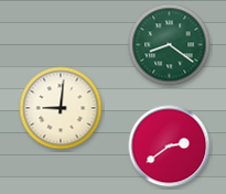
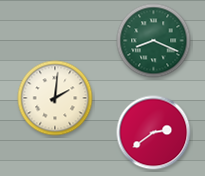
clock at (170, 45): 8:21 -> 8:19
clock at (61, 108): 9:01 -> 2:01
